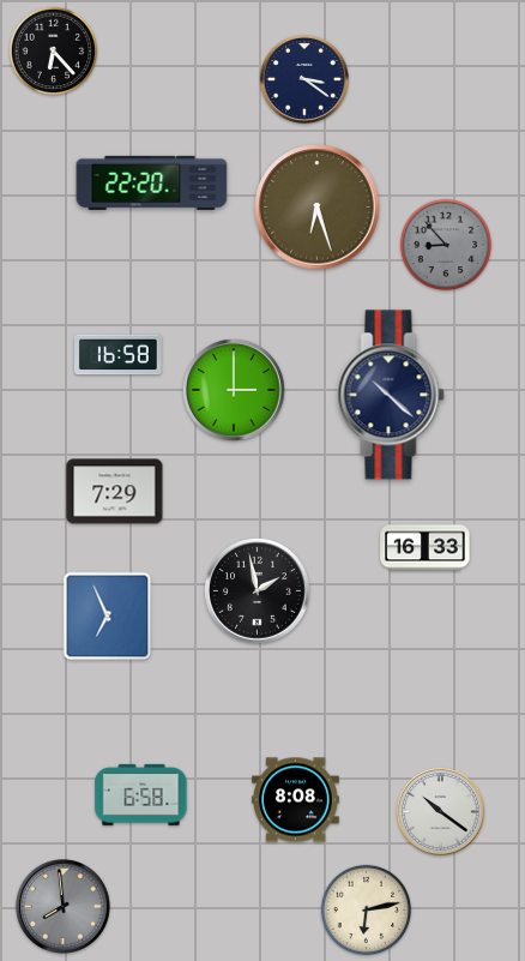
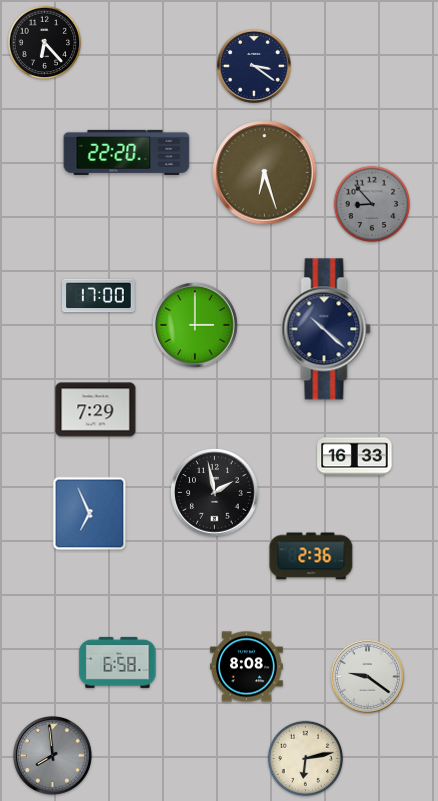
clock at (119, 355): 16:58 -> 17:00
clock at (311, 556): none -> 2:36
clock at (440, 811): 10:21 -> 9:21
